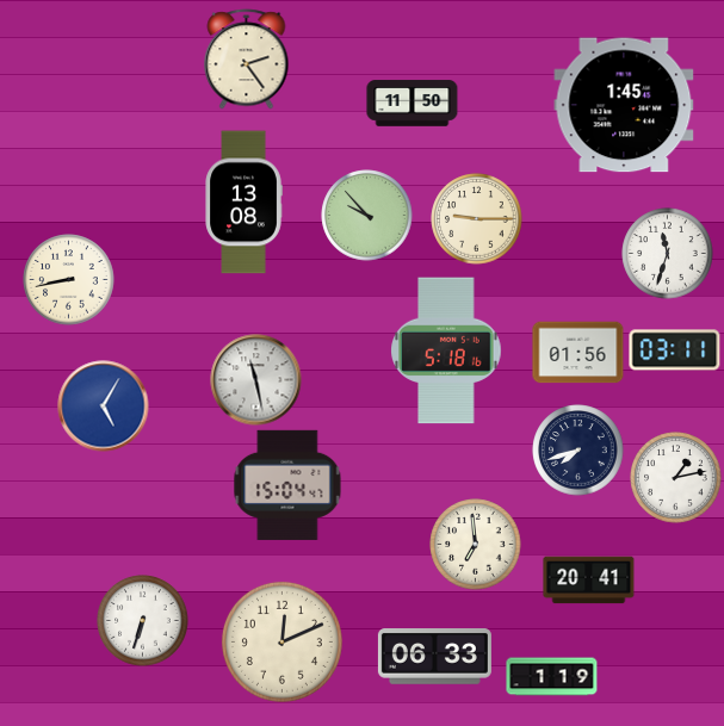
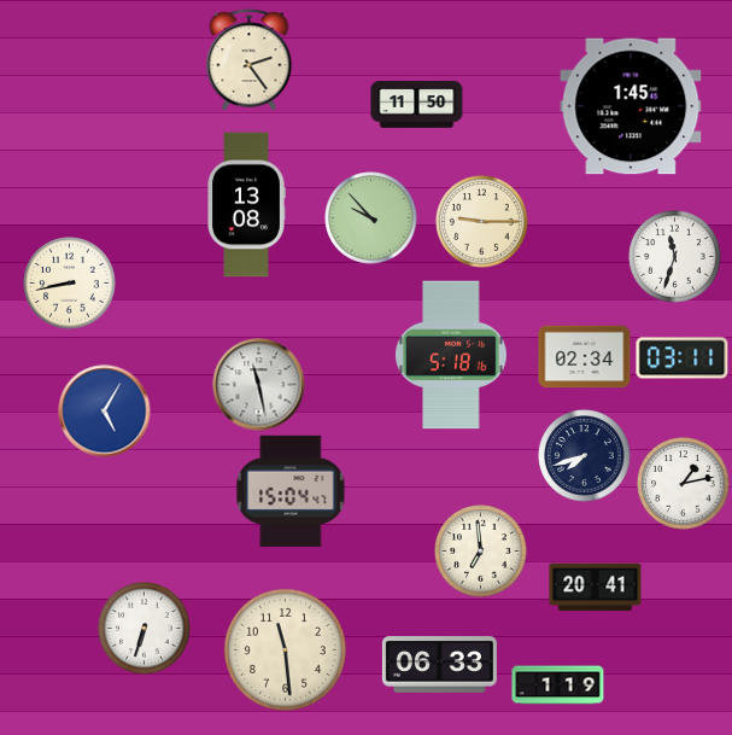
clock at (675, 350) position: (675, 350) -> (683, 358)
clock at (578, 353): 01:56 -> 02:34
clock at (281, 641): 12:11 -> 11:29
